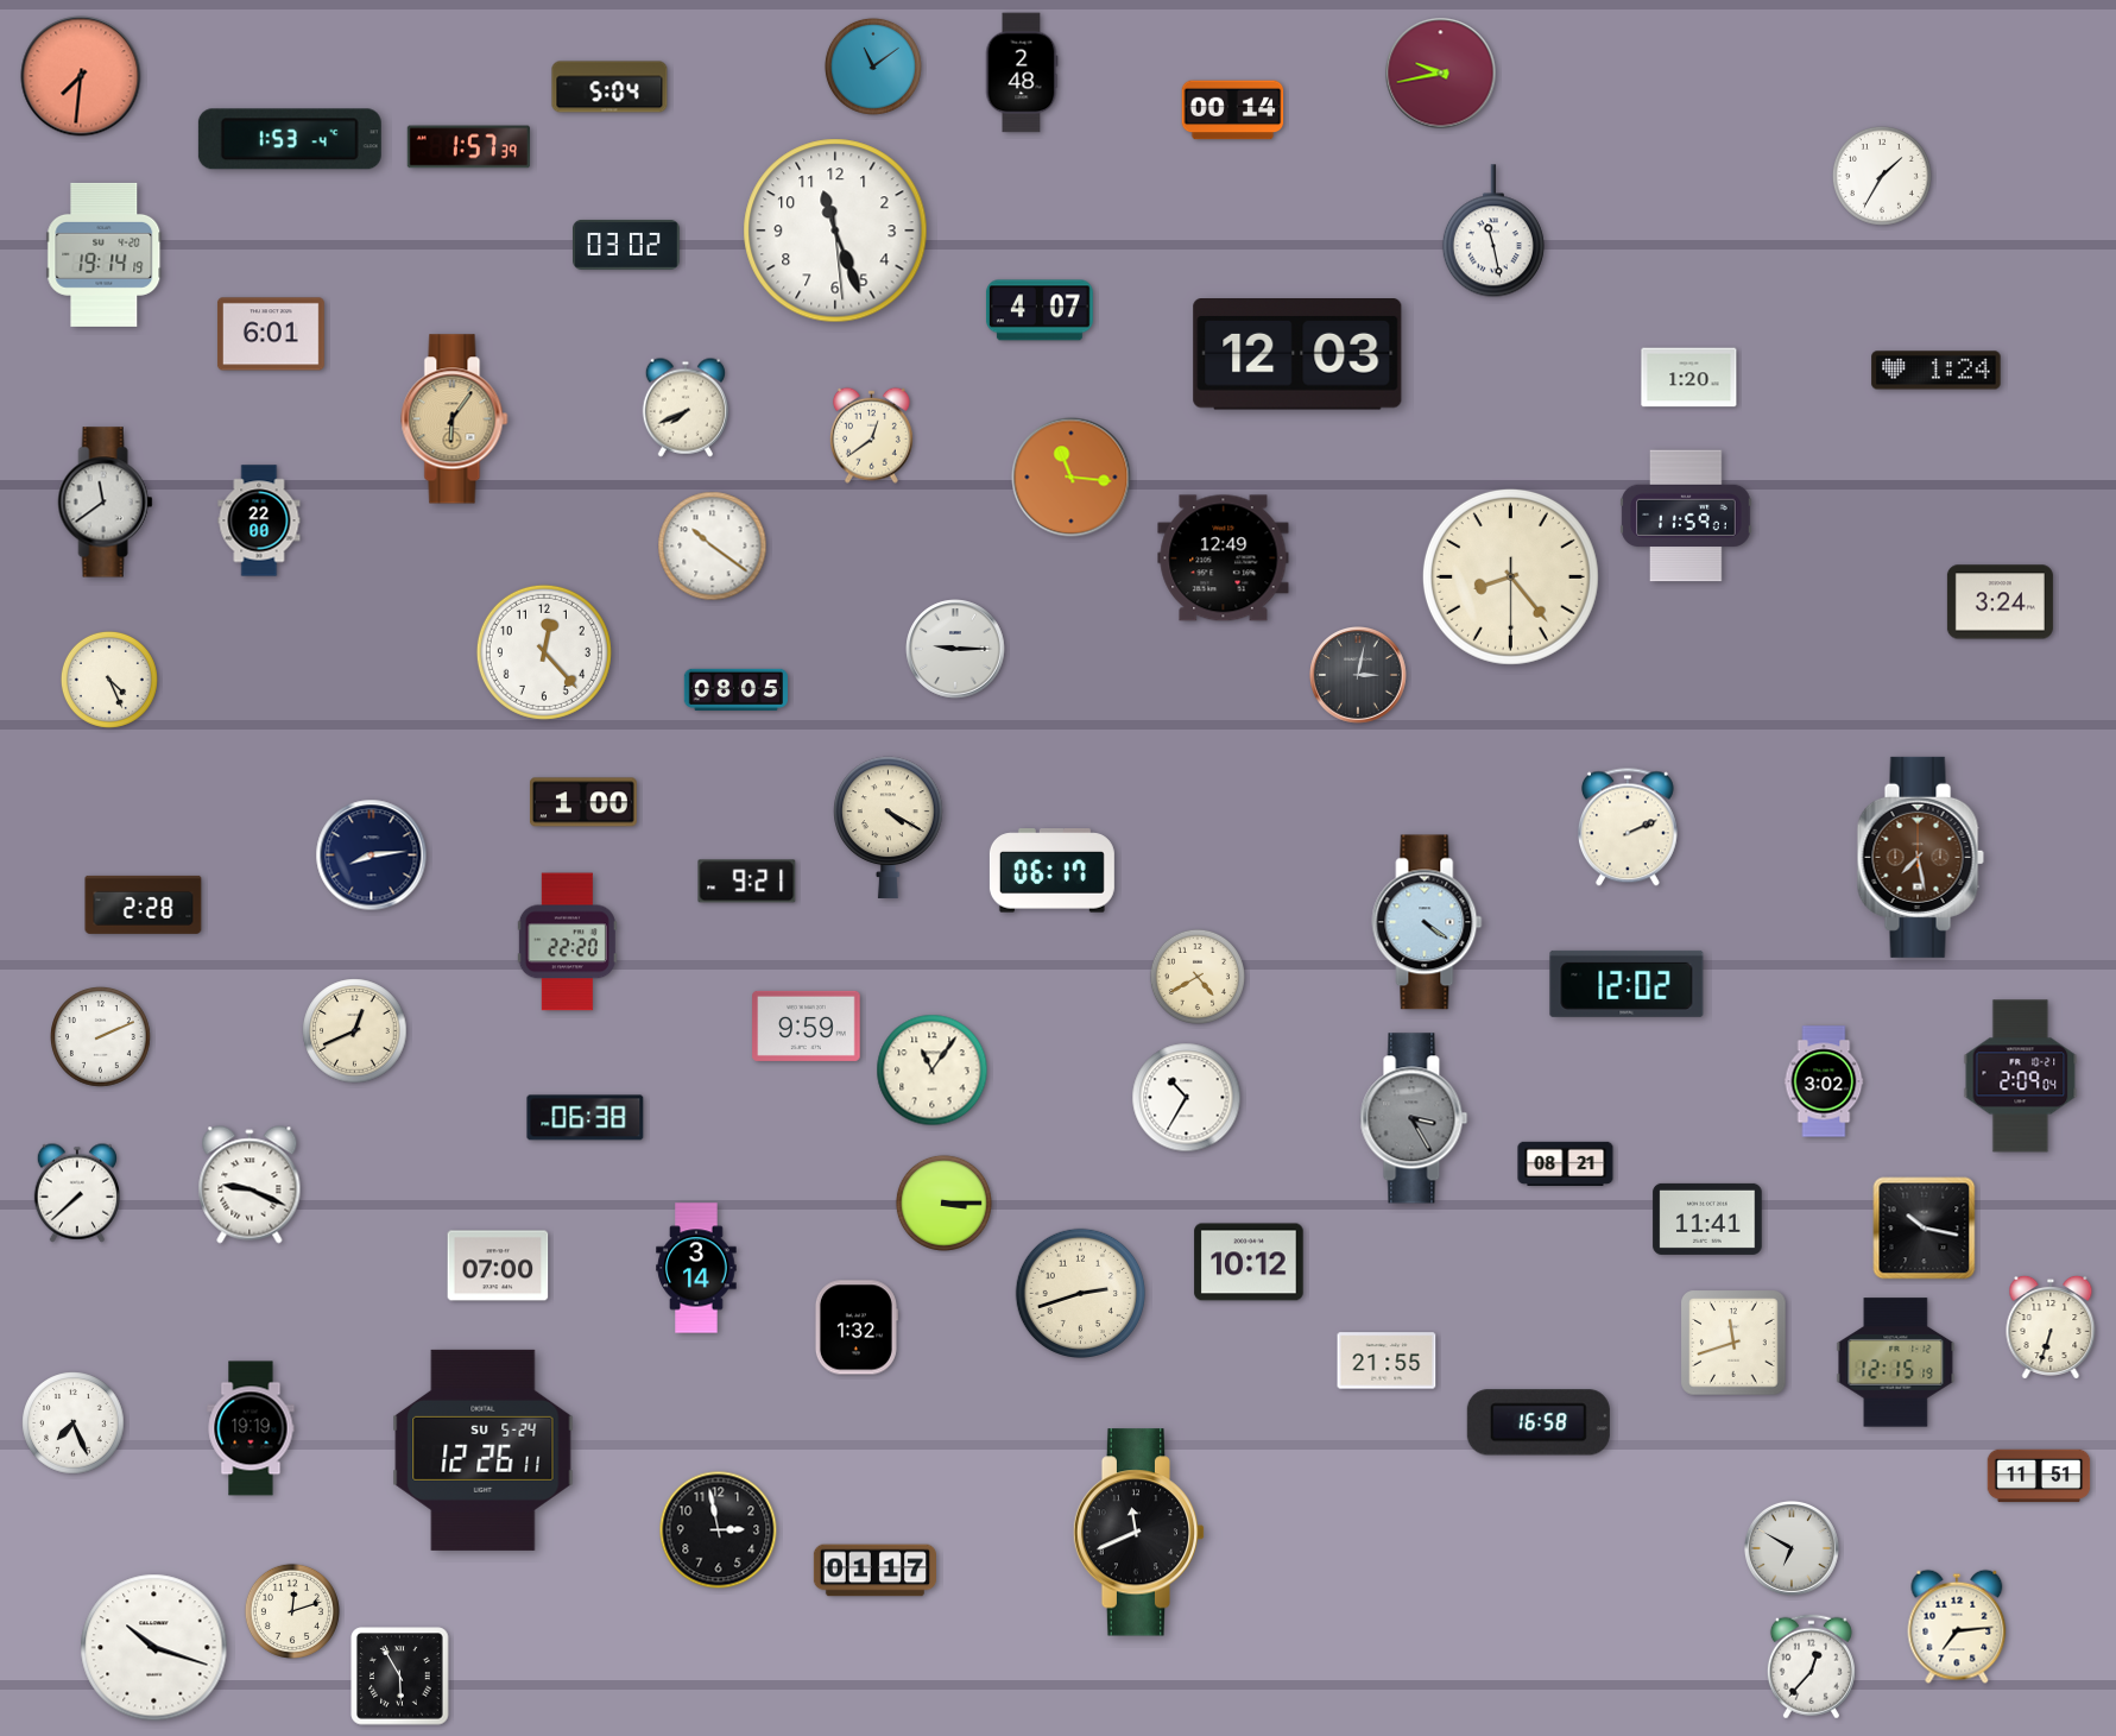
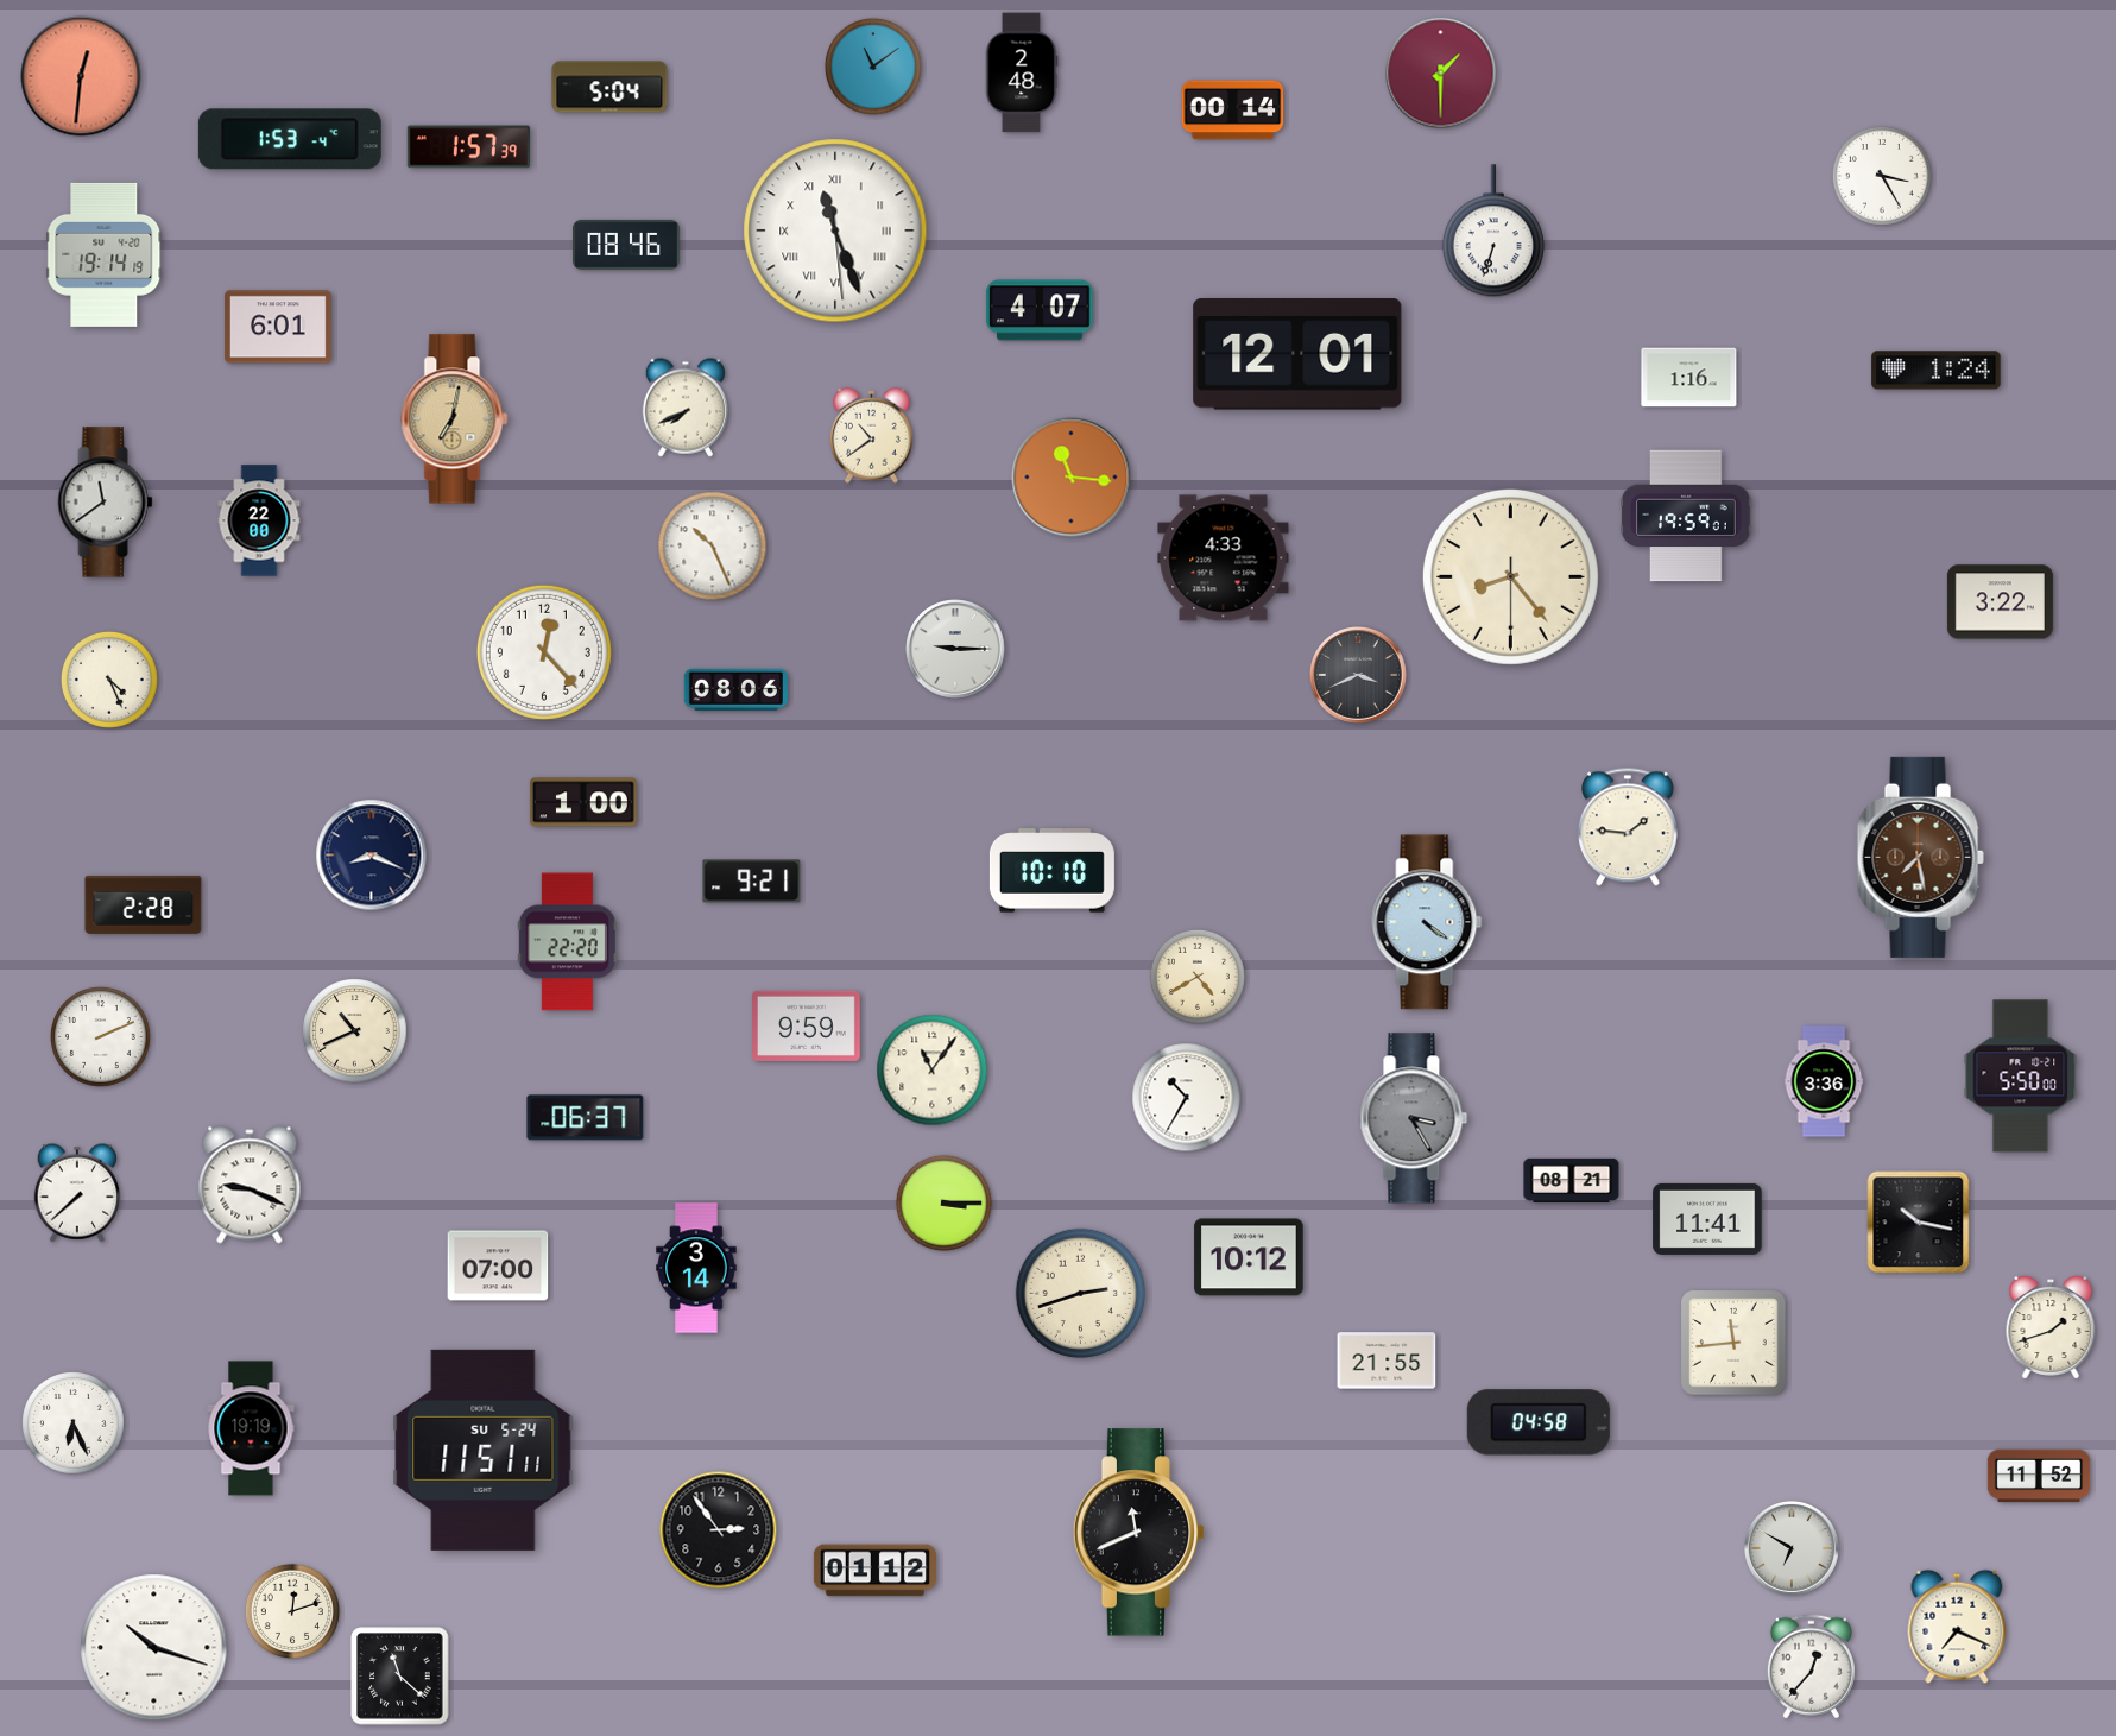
clock at (1441, 74): 9:43 -> 1:30
clock at (81, 76): 7:31 -> 12:31
clock at (1882, 176): 1:35 -> 3:25
clock at (835, 231) numerals: Arabic -> Roman
clock at (1493, 232): 11:28 -> 6:33
clock at (627, 245): 03:02 -> 08:46
clock at (271, 334) position: (271, 334) -> (278, 327)
clock at (1297, 354): 12:03 -> 12:01
clock at (1689, 378): 1:20 -> 1:16
clock at (455, 419): 6:06 -> 7:02
clock at (871, 435): 12:39 -> 10:39
clock at (1686, 516): 11:59 -> 19:59
clock at (713, 547): 10:21 -> 10:26
clock at (1224, 558): 12:49 -> 4:33
clock at (2000, 602): 3:24 -> 3:22
clock at (1359, 676): 3:02 -> 3:41
clock at (735, 689): 08:05 -> 08:06
clock at (889, 827): 4:20 -> none
clock at (1628, 827): 2:11 -> 1:46
clock at (372, 856): 8:14 -> 8:19
clock at (1051, 871): 06:17 -> 10:10
clock at (747, 882) position: (747, 882) -> (752, 882)
clock at (1627, 984): 12:02 -> none
clock at (355, 1031): 12:41 -> 10:41
clock at (2021, 1077): 2:09 -> 5:50
clock at (1824, 1081): 3:02 -> 3:36
clock at (586, 1118): 06:38 -> 06:37
clock at (1566, 1163) position: (1566, 1163) -> (1572, 1180)
clock at (1925, 1229) position: (1925, 1229) -> (1919, 1223)
clock at (1249, 1262) position: (1249, 1262) -> (1249, 1257)
clock at (855, 1327): 1:32 -> none
clock at (2051, 1327): 6:33 -> 1:42
clock at (1733, 1343): 11:42 -> 11:44
clock at (1896, 1363): 12:15 -> none
clock at (1539, 1422): 16:58 -> 04:58
clock at (74, 1423): 7:26 -> 6:26
clock at (484, 1450): 12:26 -> 11:51
clock at (2039, 1476): 11:51 -> 11:52
clock at (719, 1530): 2:58 -> 2:54
clock at (874, 1571): 01:17 -> 01:12
clock at (1957, 1627): 7:14 -> 7:19
clock at (400, 1677): 5:55 -> 11:22
